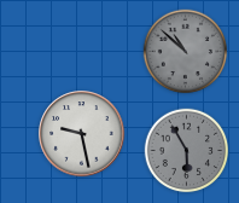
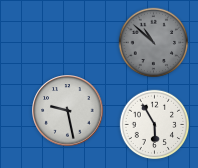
clock at (187, 151) dial: grey -> white
